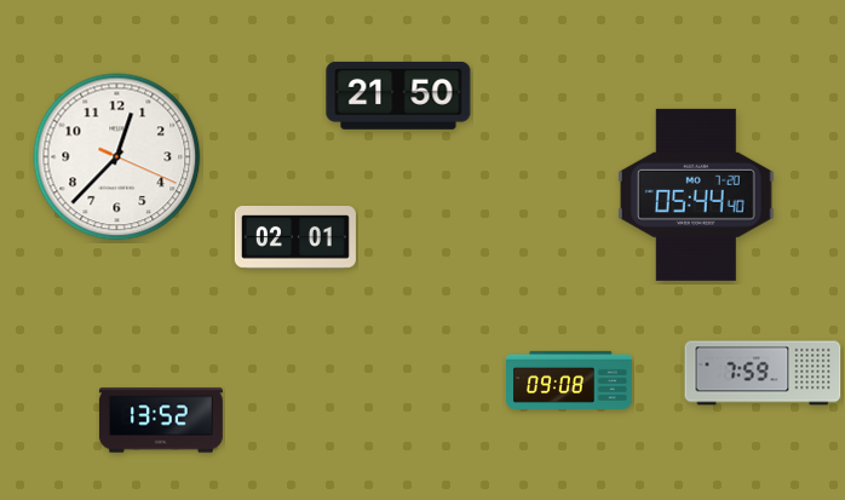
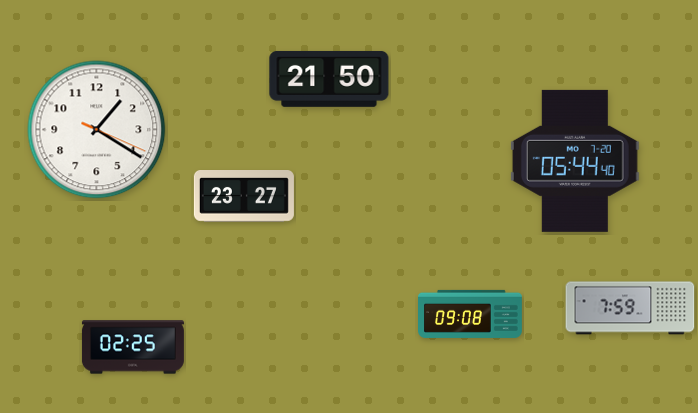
clock at (117, 157): 12:37 -> 1:20
clock at (295, 238): 02:01 -> 23:27
clock at (161, 420): 13:52 -> 02:25
